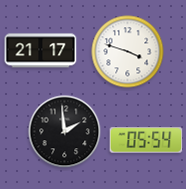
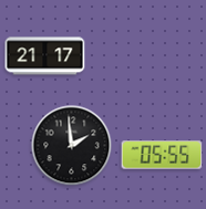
clock at (128, 52): 3:48 -> none
clock at (146, 140): 05:54 -> 05:55
